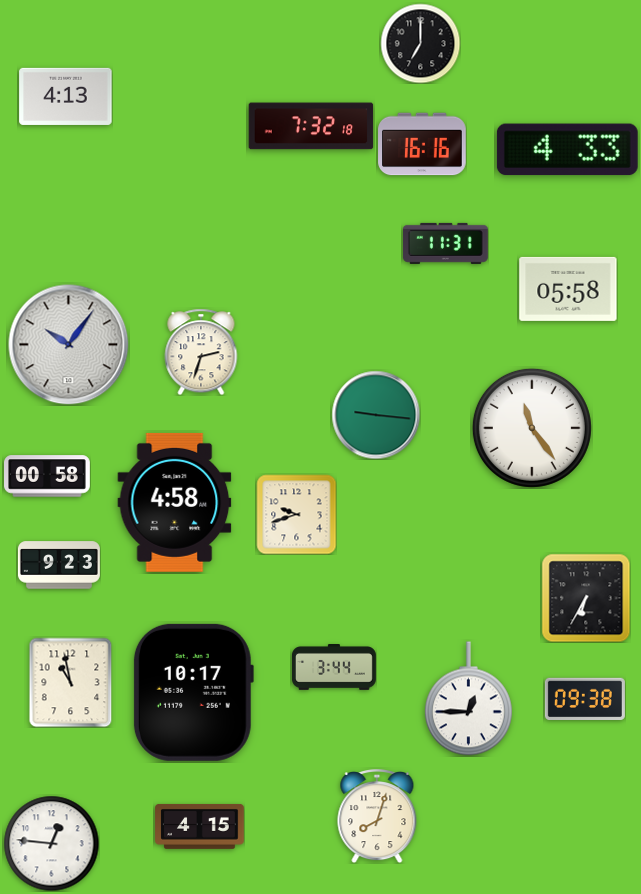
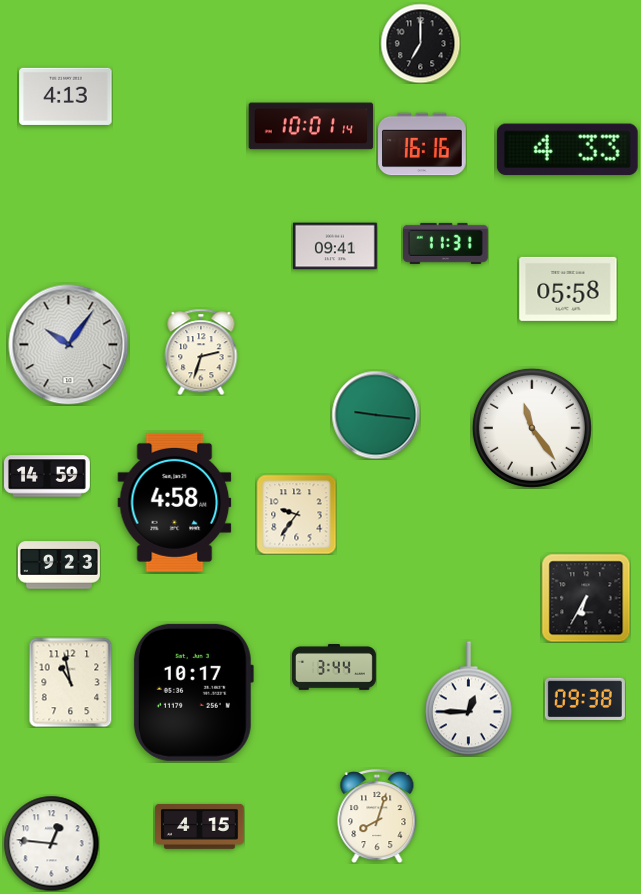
clock at (311, 126): 7:32 -> 10:01
clock at (335, 246): none -> 09:41
clock at (48, 476): 00:58 -> 14:59
clock at (296, 514): 9:42 -> 9:36
